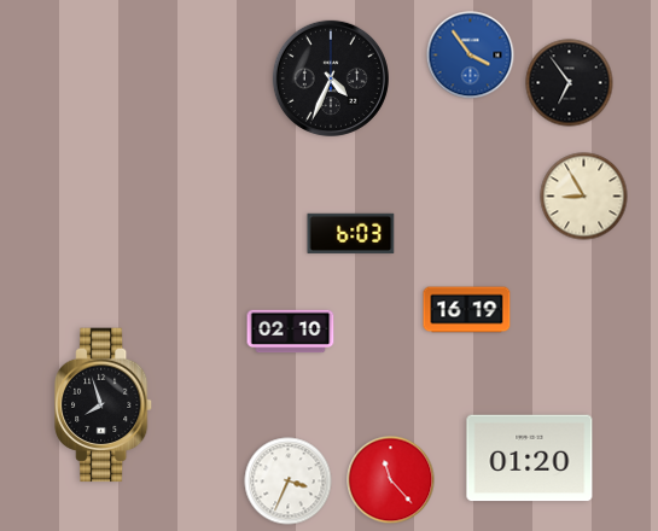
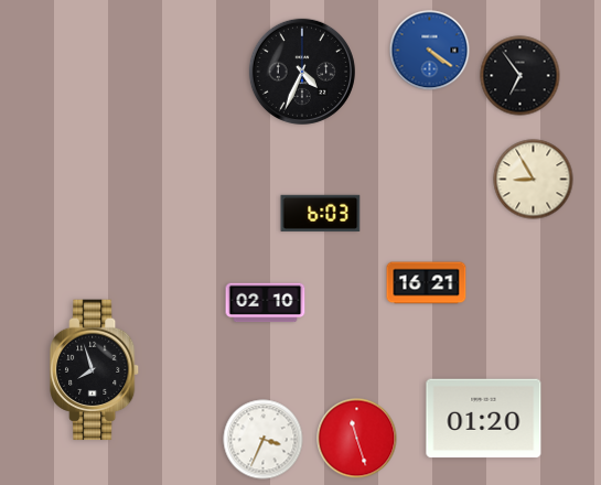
clock at (471, 56): 3:54 -> 4:21
clock at (467, 310): 16:19 -> 16:21
clock at (391, 480): 11:23 -> 11:27
